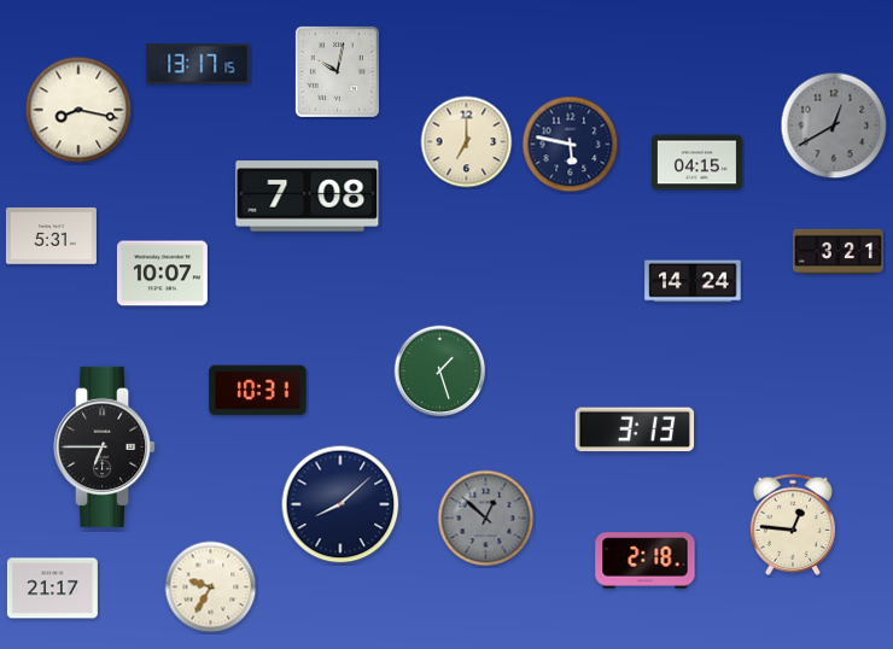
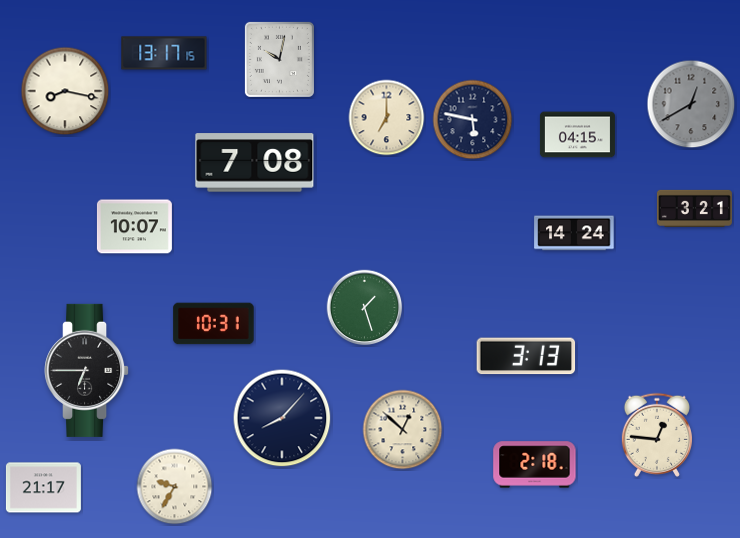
clock at (51, 236): 5:31 -> none
clock at (340, 504): 8:08 -> 8:07
clock at (486, 519) dial: grey -> cream
